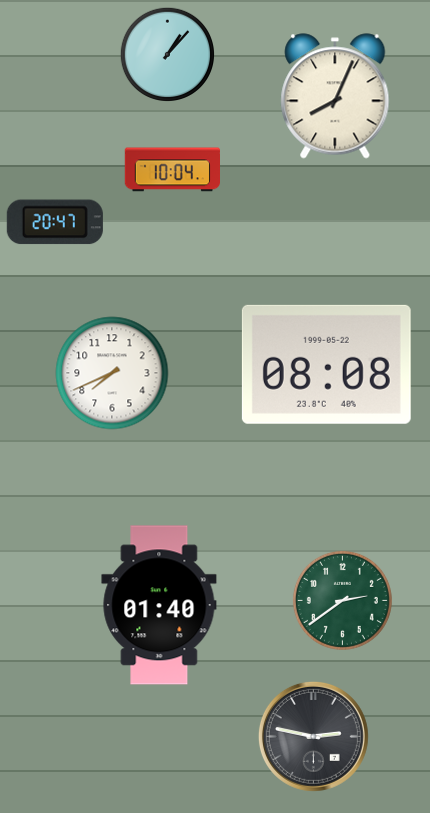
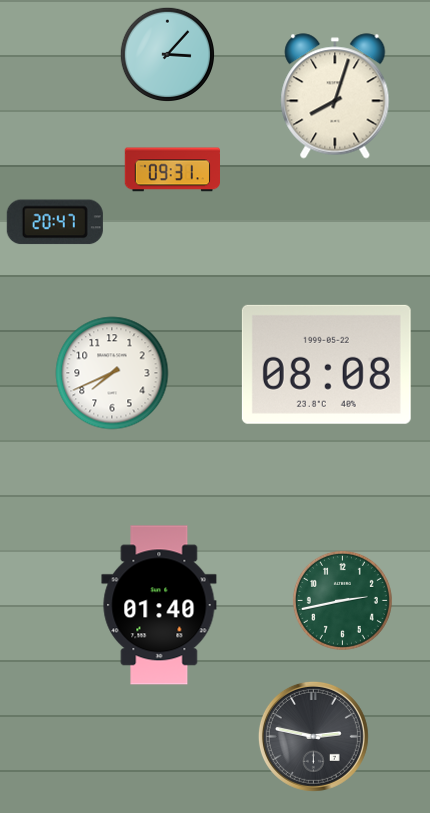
clock at (167, 54): 1:07 -> 3:07
clock at (335, 96): 8:04 -> 8:03
clock at (172, 170): 10:04 -> 09:31
clock at (342, 600): 2:39 -> 2:43
